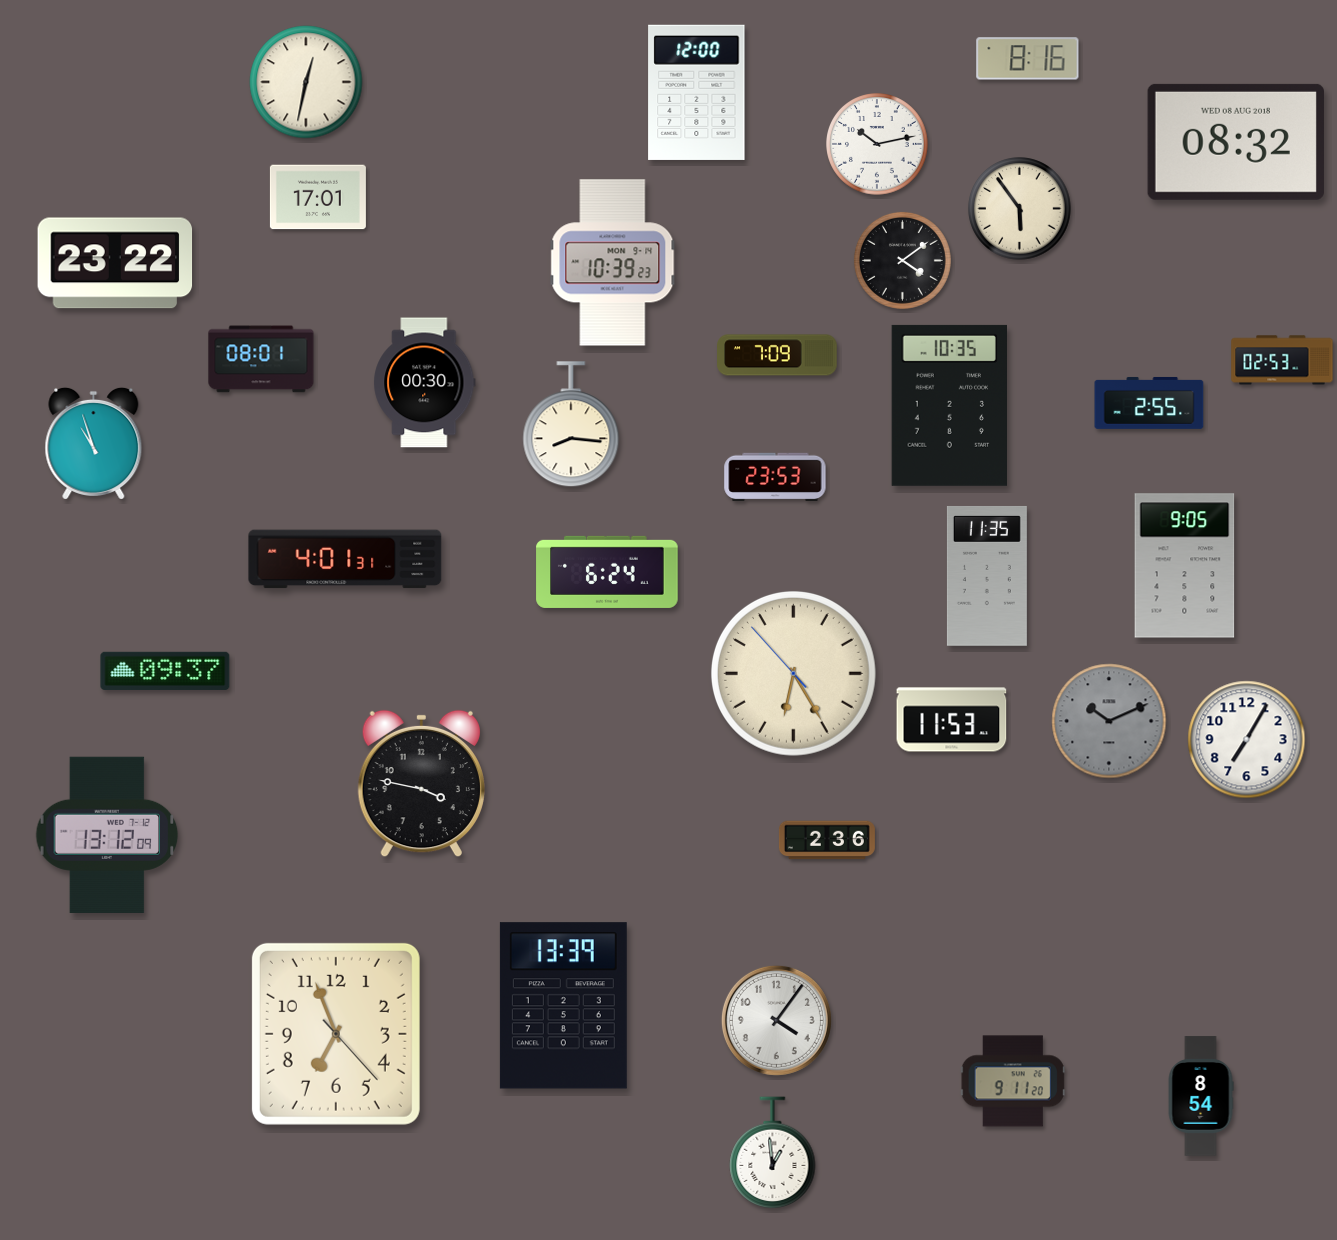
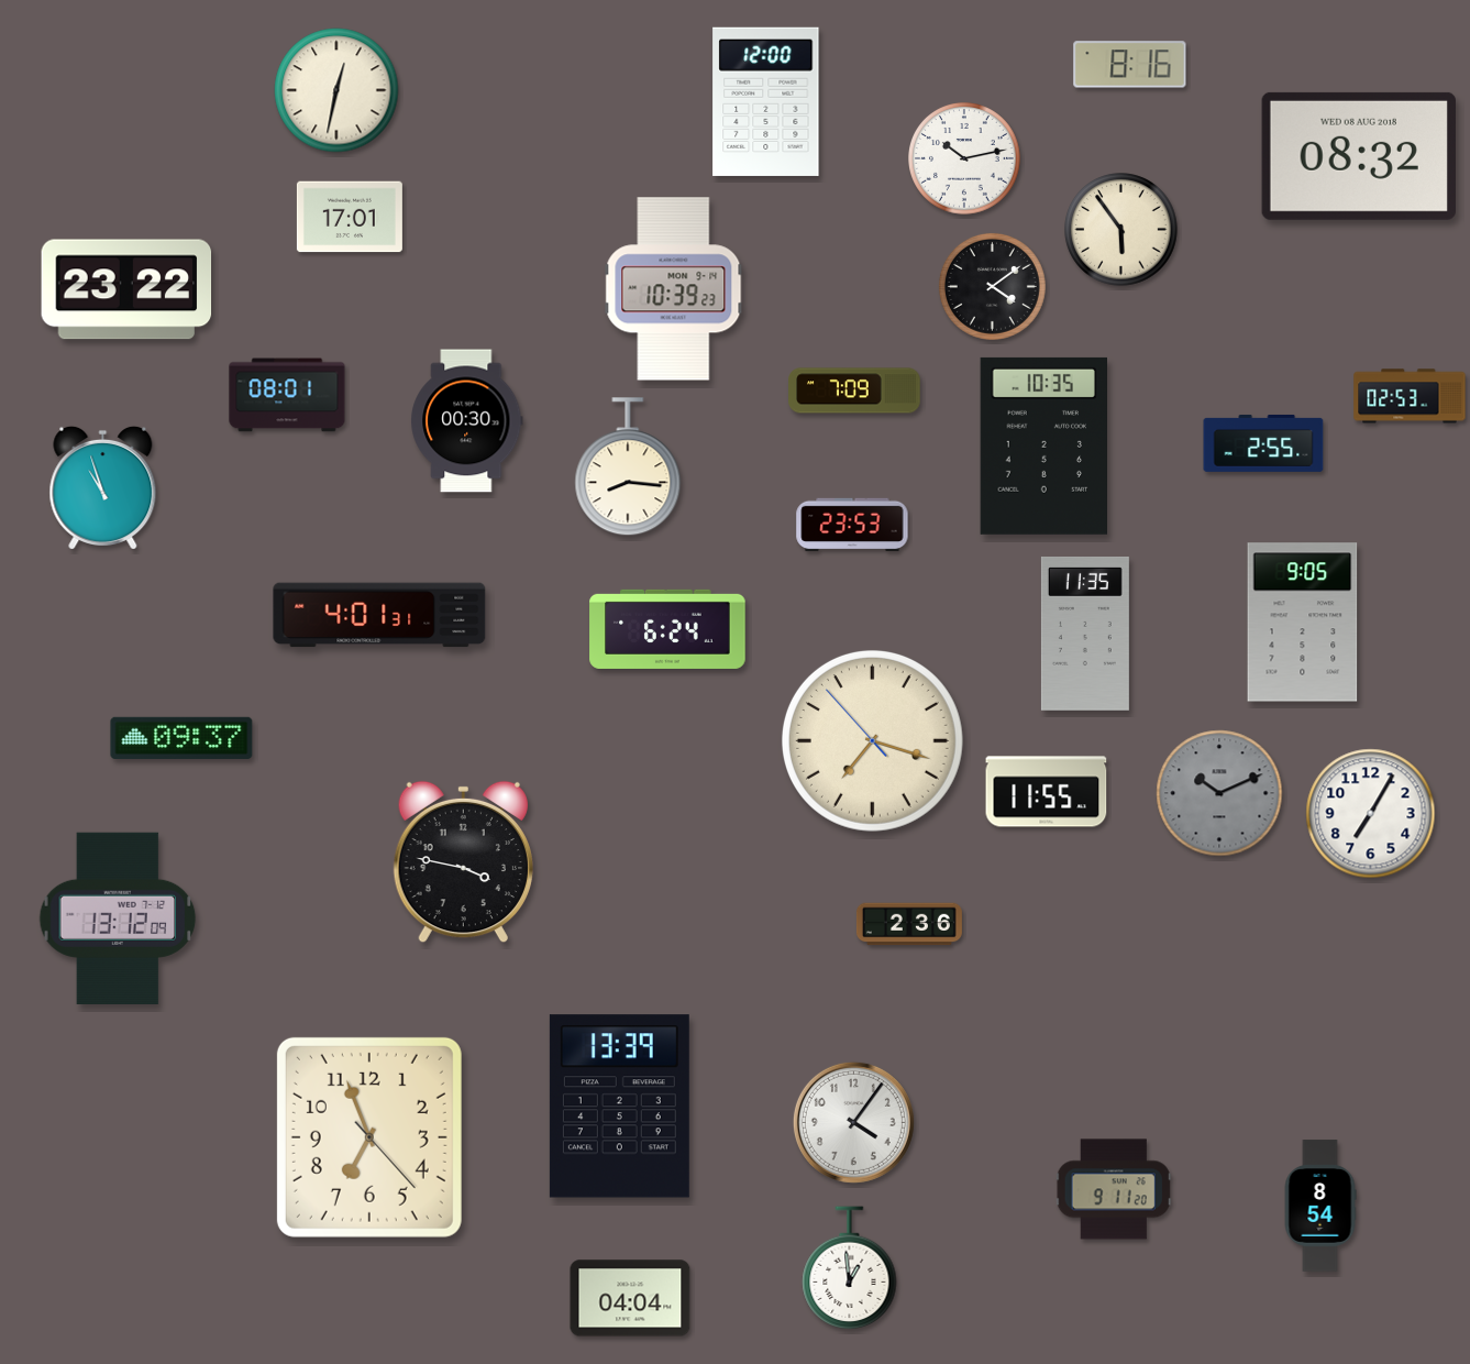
clock at (793, 673): 6:24 -> 7:17
clock at (952, 720): 11:53 -> 11:55
clock at (630, 1298): none -> 04:04
